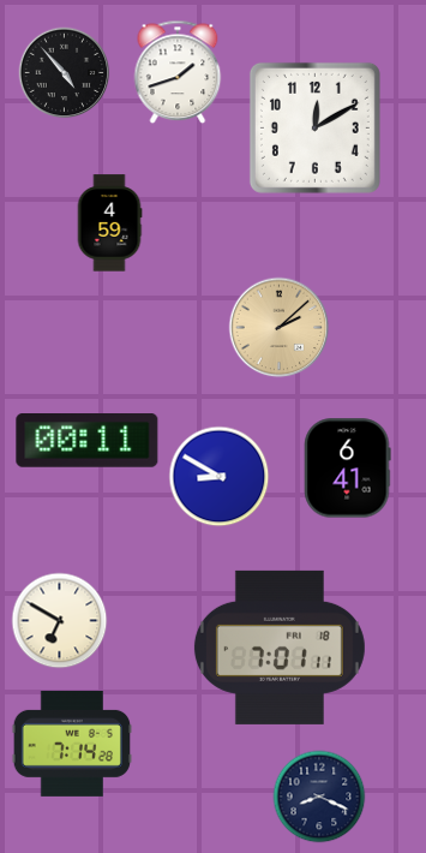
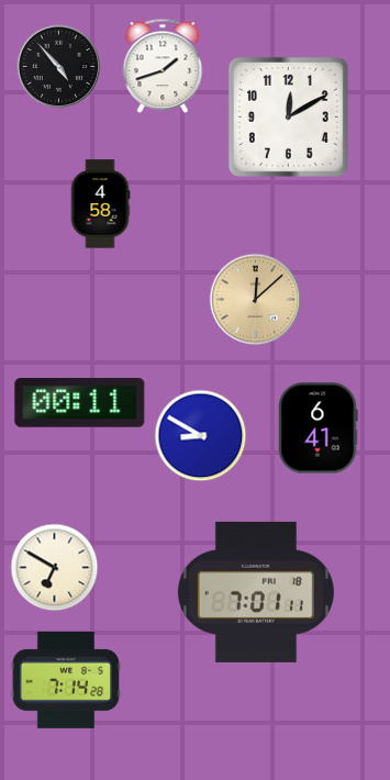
clock at (109, 223): 4:59 -> 4:58
clock at (280, 328): 2:08 -> 12:08
clock at (319, 797): 8:19 -> none
